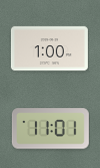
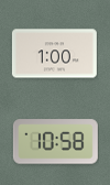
clock at (50, 129): 11:01 -> 10:58
